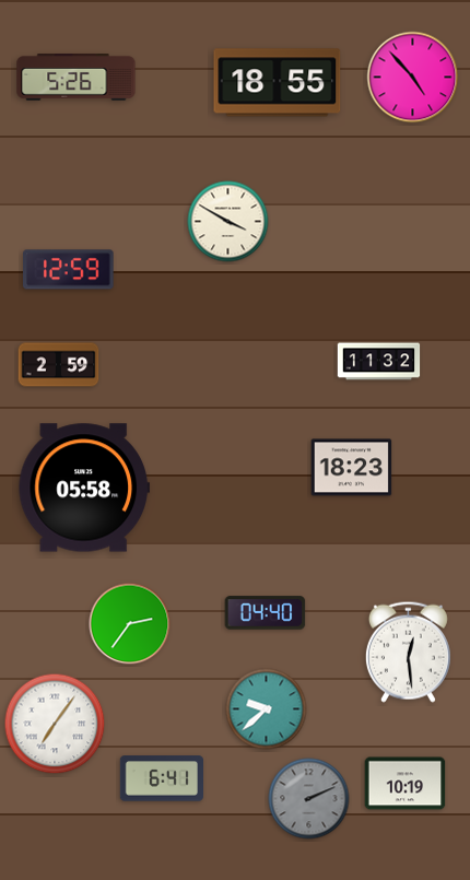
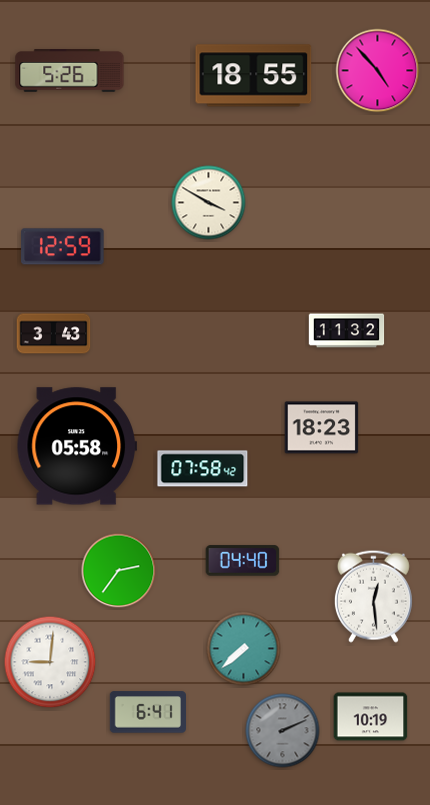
clock at (59, 365): 2:59 -> 3:43
clock at (203, 469): none -> 07:58
clock at (267, 709): 9:38 -> 7:38
clock at (55, 724): 7:06 -> 9:01
